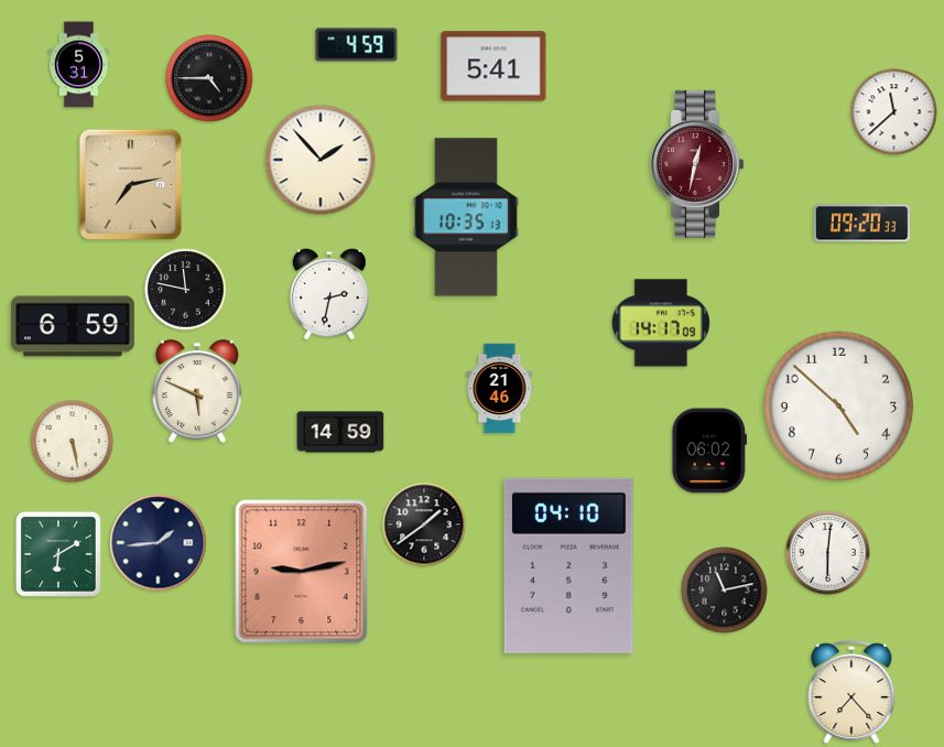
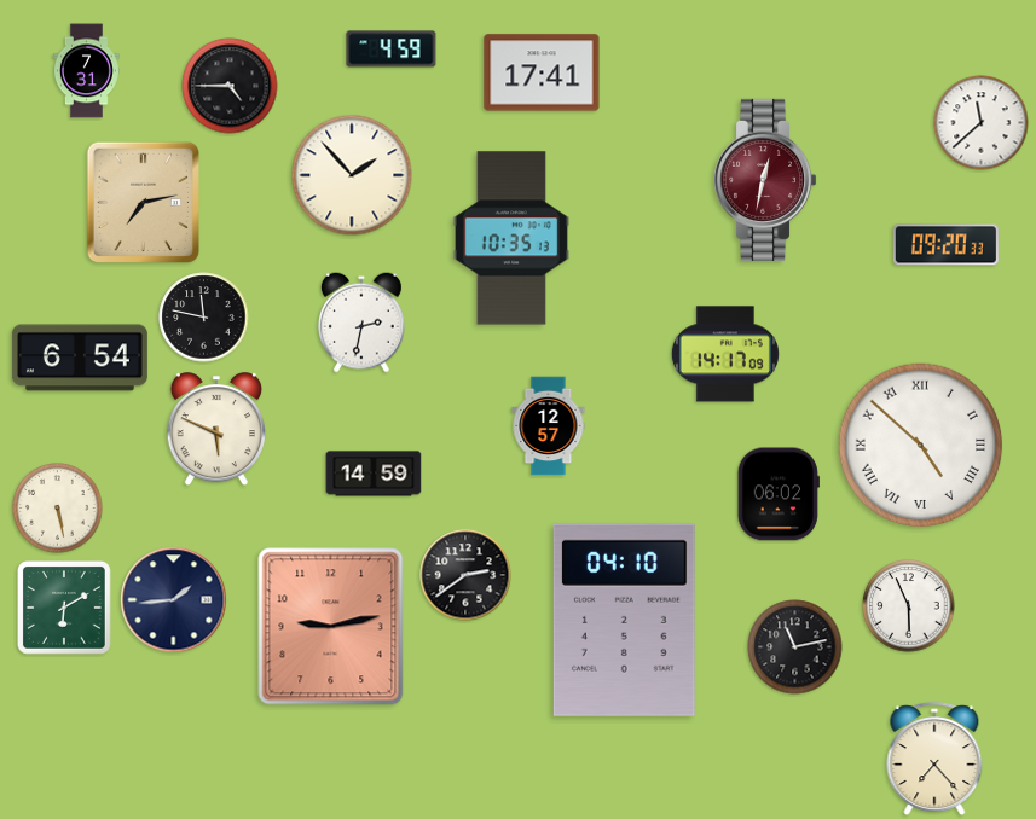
clock at (78, 65): 5:31 -> 7:31
clock at (493, 66): 5:41 -> 17:41
clock at (73, 326): 6:59 -> 6:54
clock at (500, 389): 21:46 -> 12:57
clock at (839, 407) numerals: Arabic -> Roman
clock at (73, 442) position: (73, 442) -> (58, 509)
clock at (424, 524): 1:39 -> 2:39
clock at (159, 543) position: (159, 543) -> (174, 600)
clock at (828, 553): 6:01 -> 5:56
